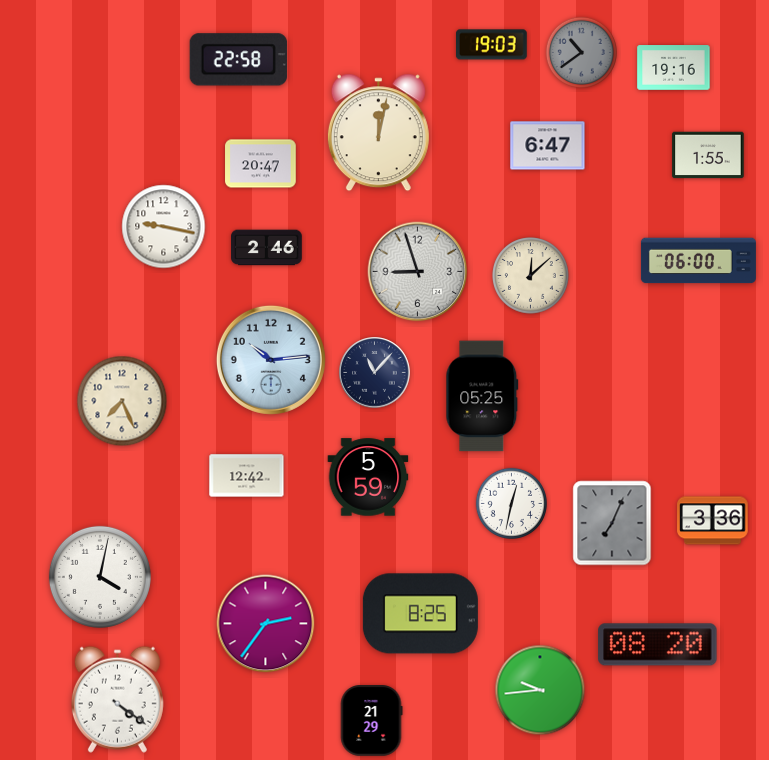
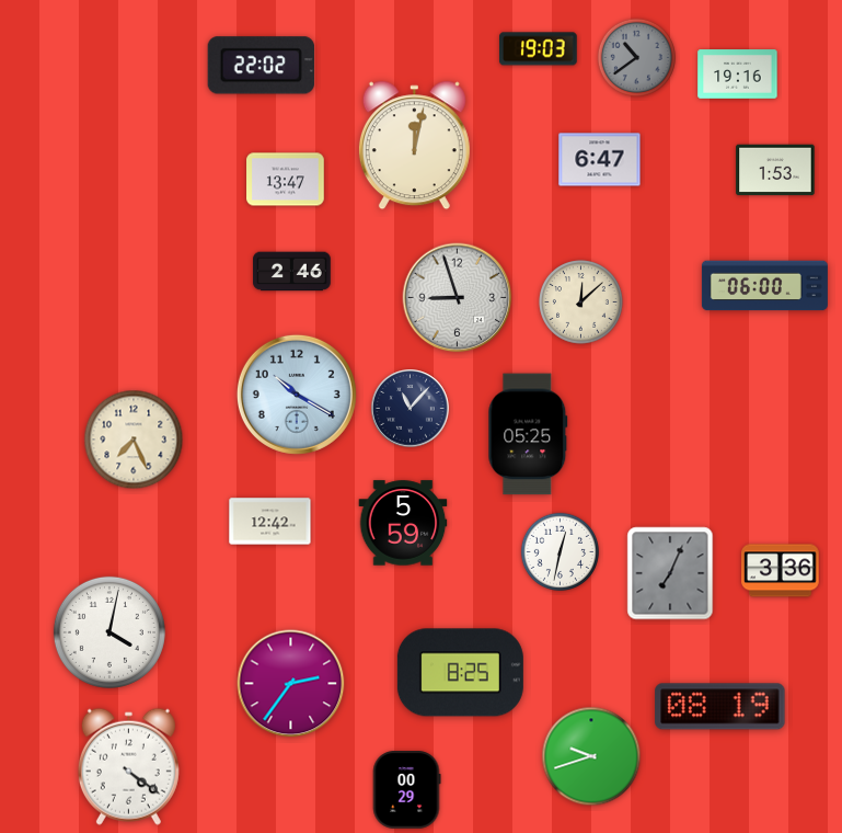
clock at (238, 60): 22:58 -> 22:02
clock at (708, 155): 1:55 -> 1:53
clock at (261, 164): 20:47 -> 13:47
clock at (164, 227): 9:17 -> none
clock at (271, 360): 10:14 -> 10:20
clock at (658, 645): 08:20 -> 08:19
clock at (540, 690): 9:44 -> 9:42
clock at (371, 721): 21:29 -> 00:29
